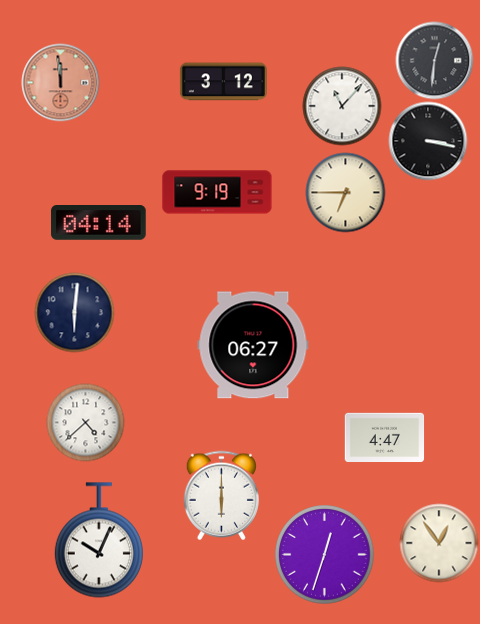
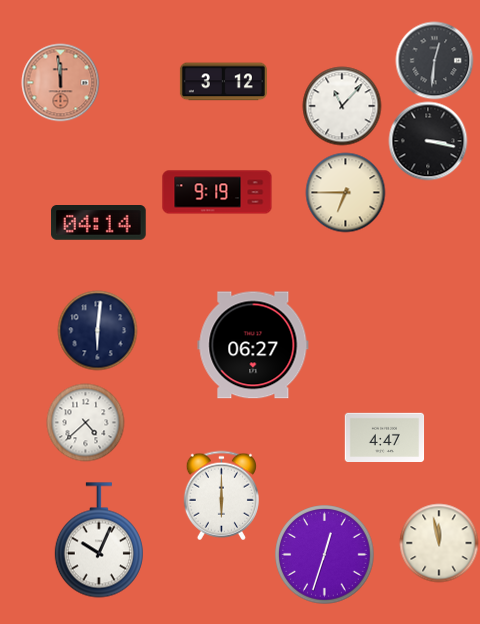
clock at (74, 312) position: (74, 312) -> (97, 330)
clock at (439, 543): 12:54 -> 11:58
